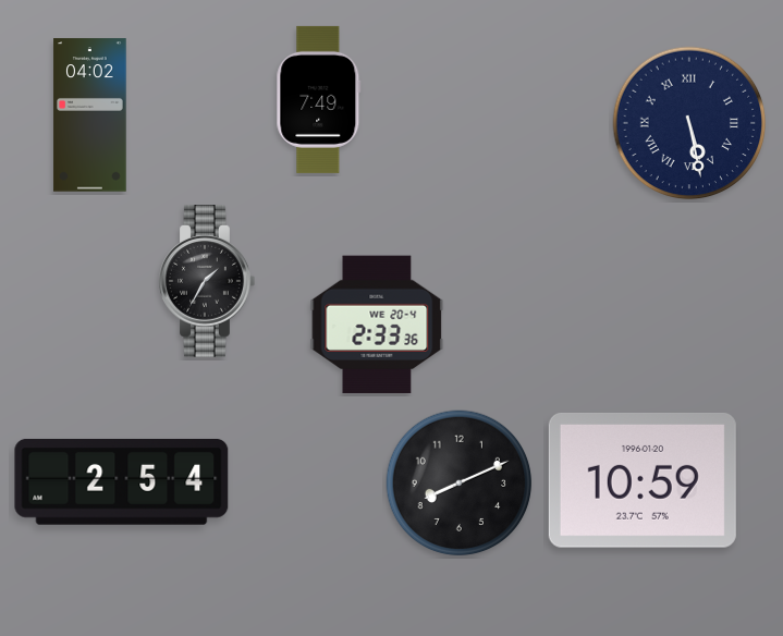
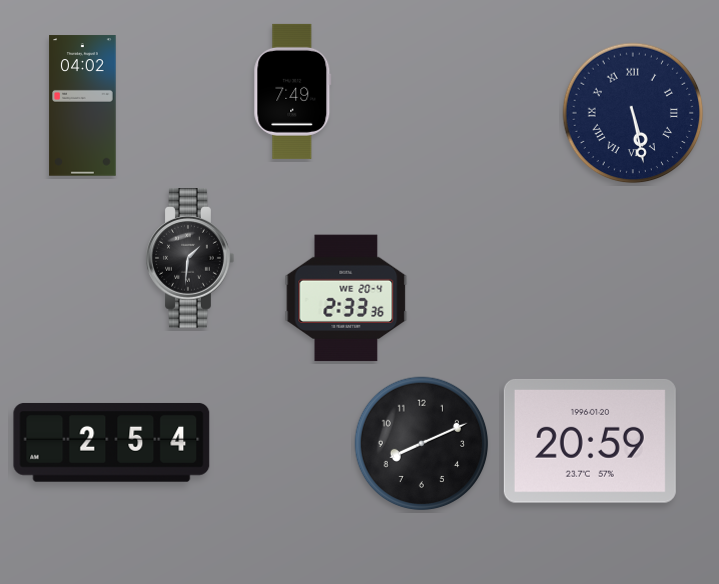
clock at (207, 282): 1:35 -> 1:31
clock at (643, 480): 10:59 -> 20:59
